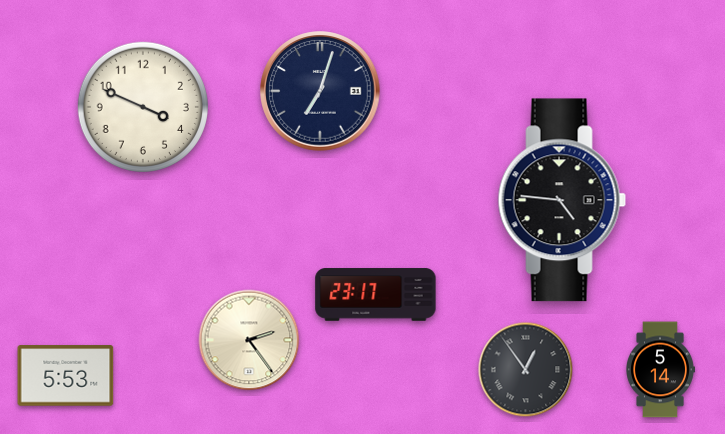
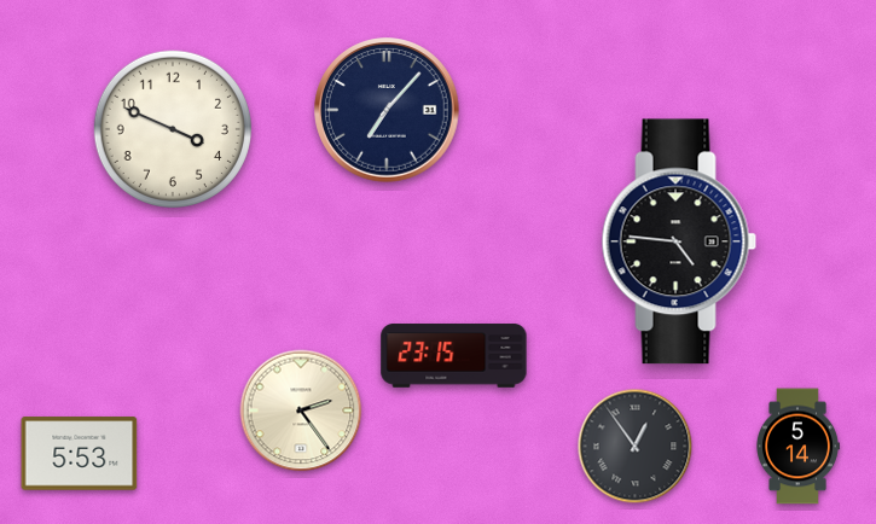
clock at (320, 91): 7:03 -> 7:07
clock at (376, 295): 23:17 -> 23:15
